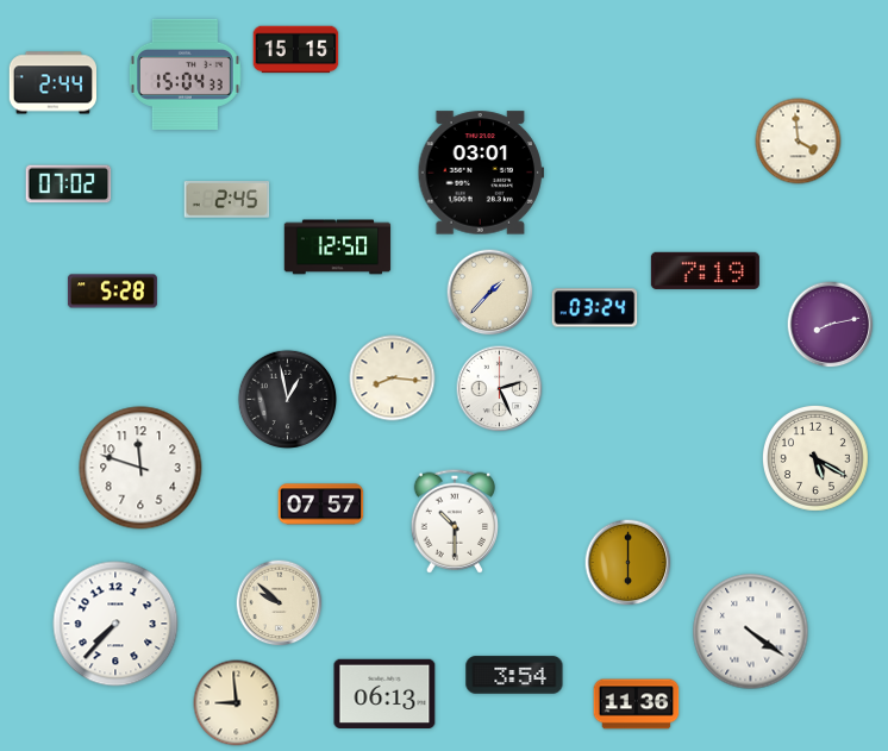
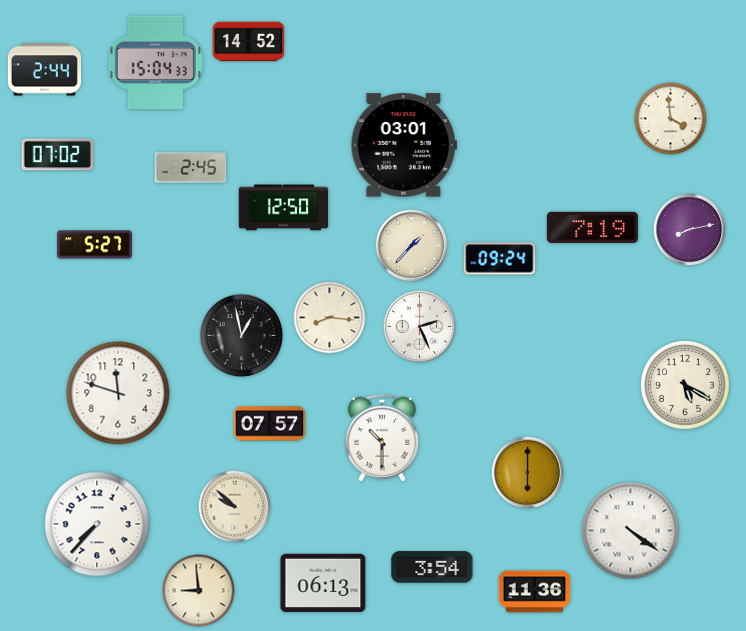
clock at (296, 50): 15:15 -> 14:52
clock at (112, 292): 5:28 -> 5:27
clock at (595, 308): 03:24 -> 09:24
clock at (831, 325) position: (831, 325) -> (690, 230)
